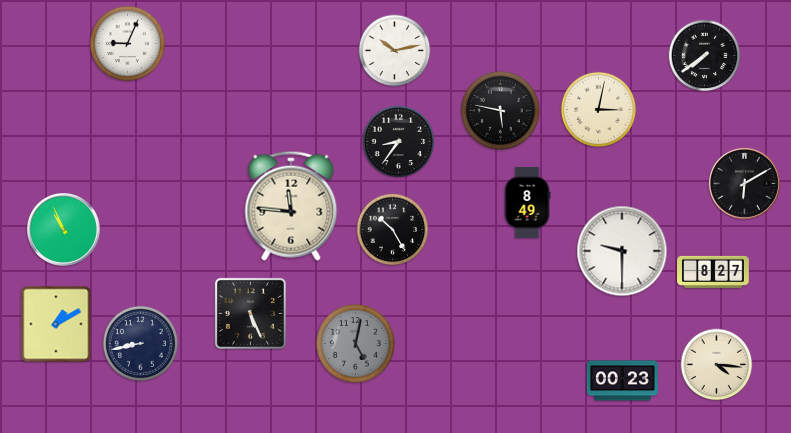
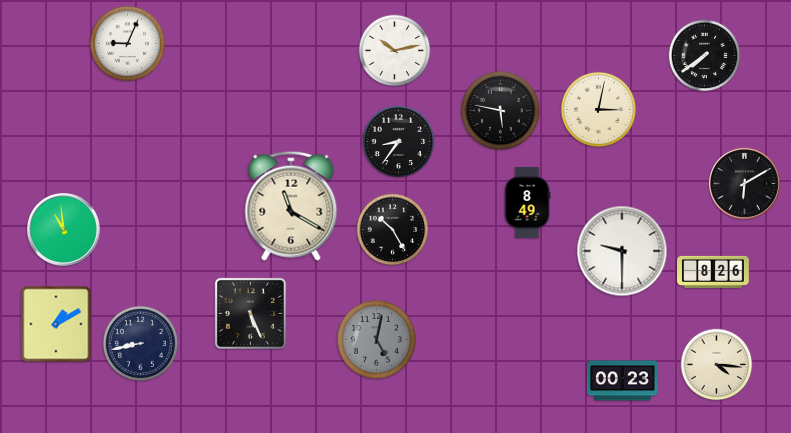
clock at (291, 206): 11:46 -> 11:20
clock at (64, 230): 10:56 -> 10:59
clock at (713, 272): 8:27 -> 8:26
clock at (355, 343) position: (355, 343) -> (376, 339)
